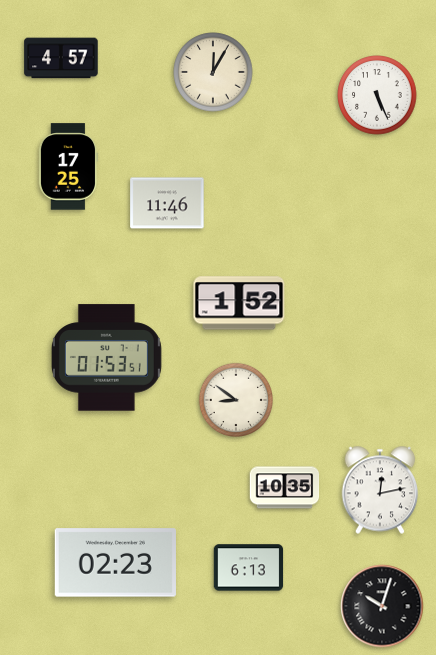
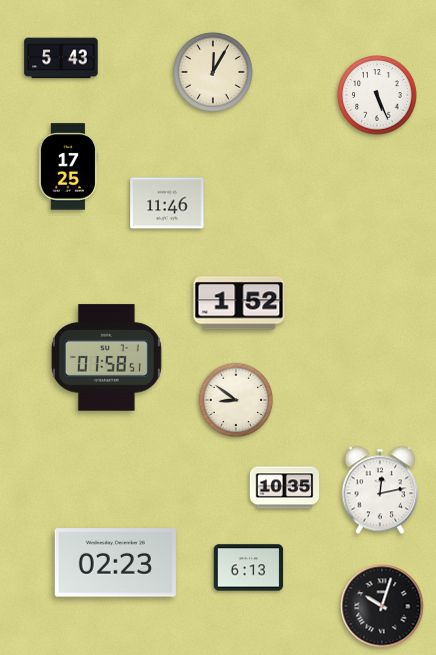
clock at (61, 58): 4:57 -> 5:43
clock at (106, 358): 01:53 -> 01:58
